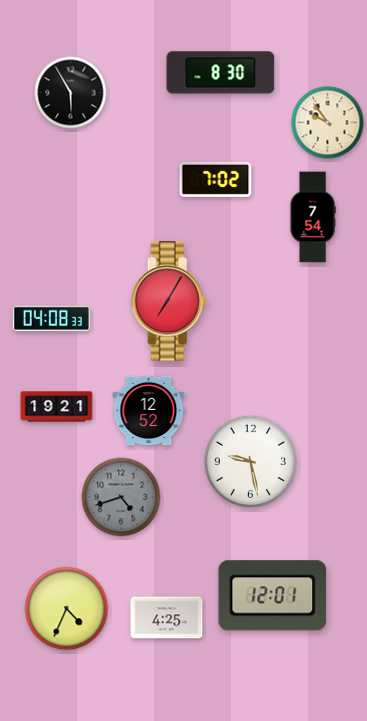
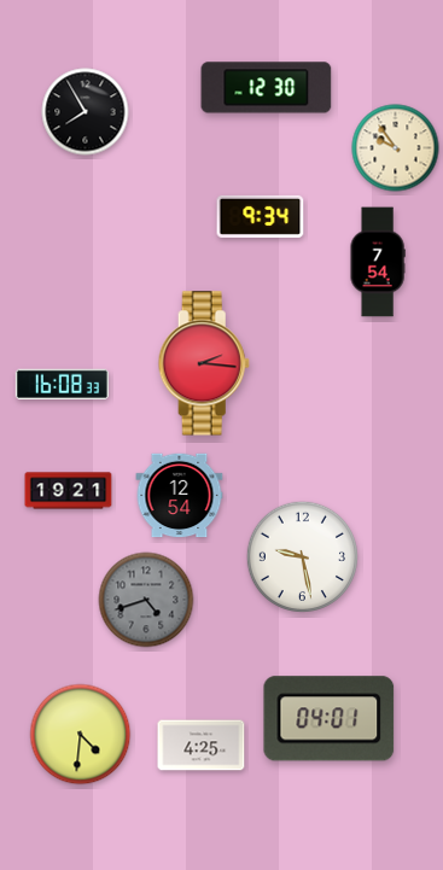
clock at (221, 73): 8:30 -> 12:30
clock at (71, 93): 5:55 -> 7:55
clock at (216, 179): 7:02 -> 9:34
clock at (169, 301): 7:05 -> 2:16
clock at (51, 318): 04:08 -> 16:08
clock at (149, 411): 12:52 -> 12:54
clock at (273, 596): 12:01 -> 04:01
clock at (67, 609): 4:34 -> 4:31
